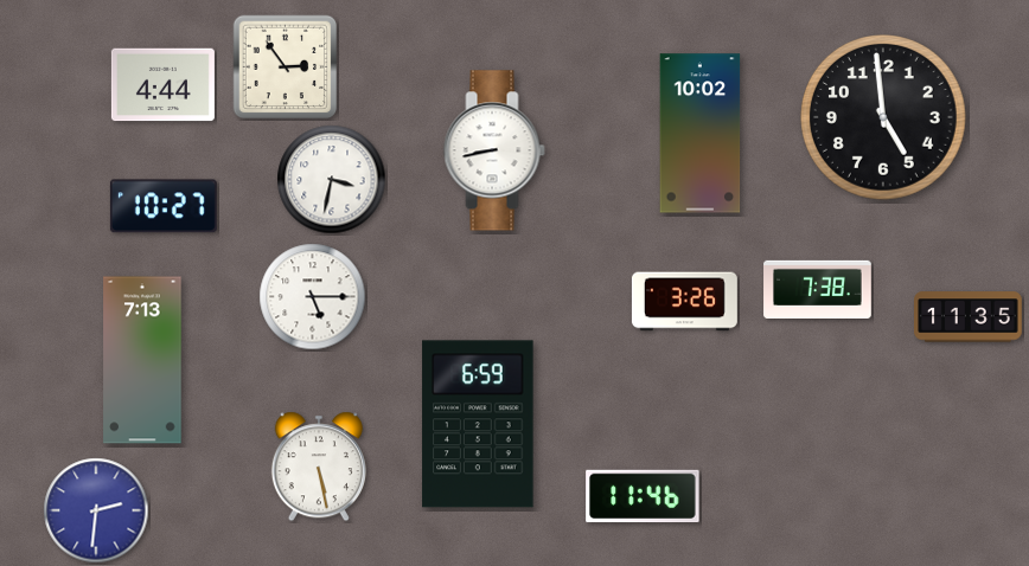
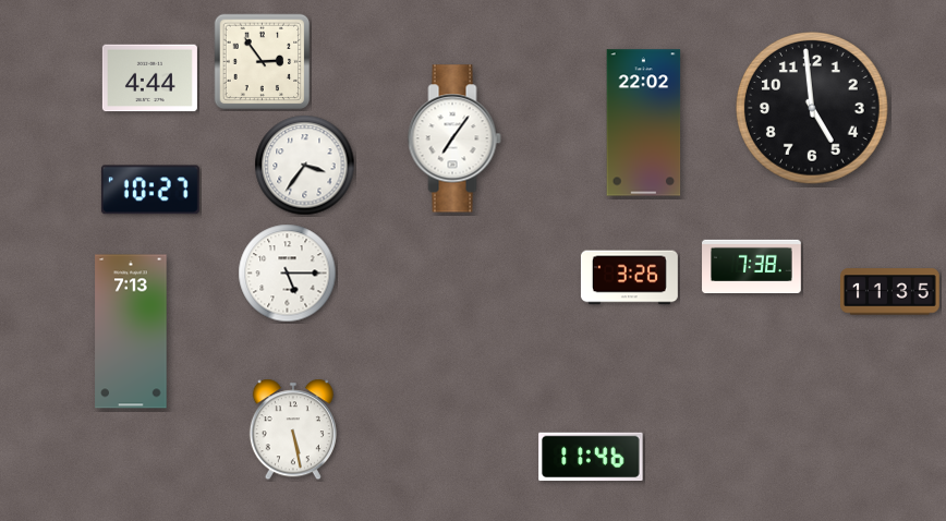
clock at (701, 134): 10:02 -> 22:02
clock at (494, 150): 8:43 -> 7:06
clock at (332, 180): 3:32 -> 3:36
clock at (478, 424): 6:59 -> none
clock at (96, 510): 2:31 -> none
